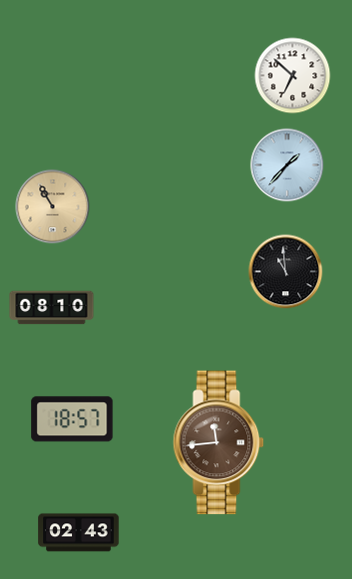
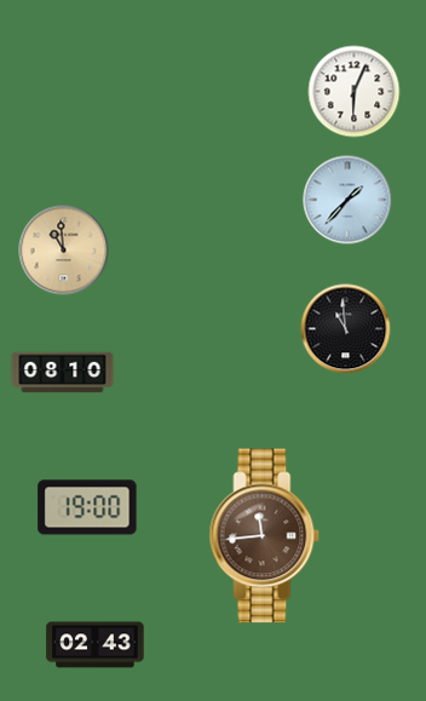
clock at (293, 76): 6:52 -> 6:04
clock at (53, 207): 10:55 -> 10:59
clock at (72, 419): 18:57 -> 19:00
